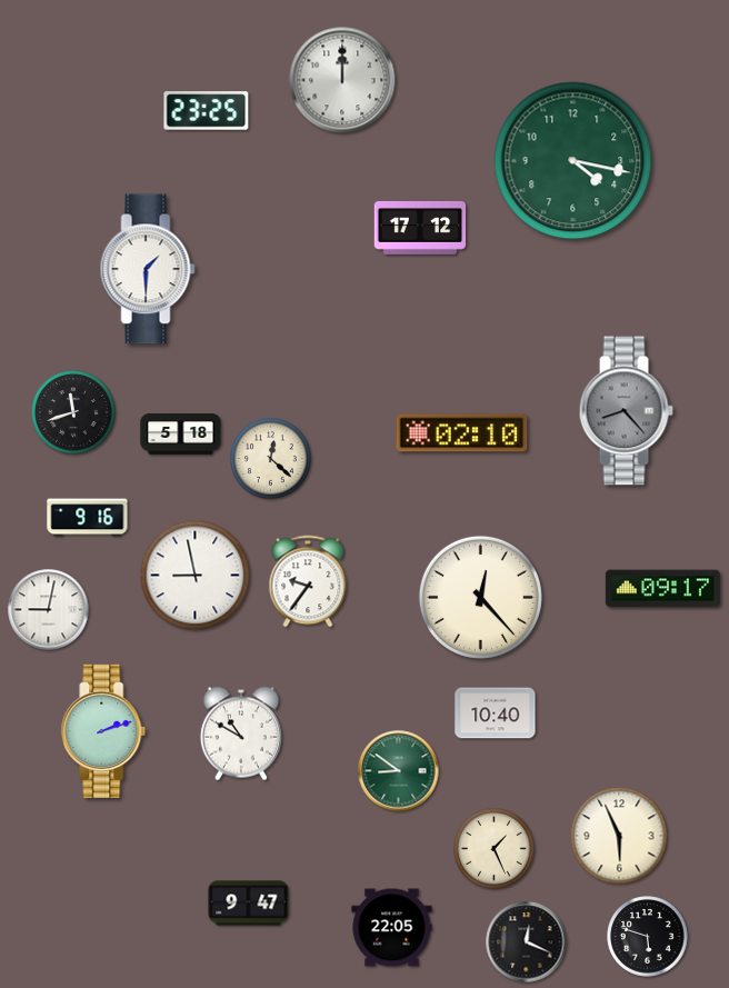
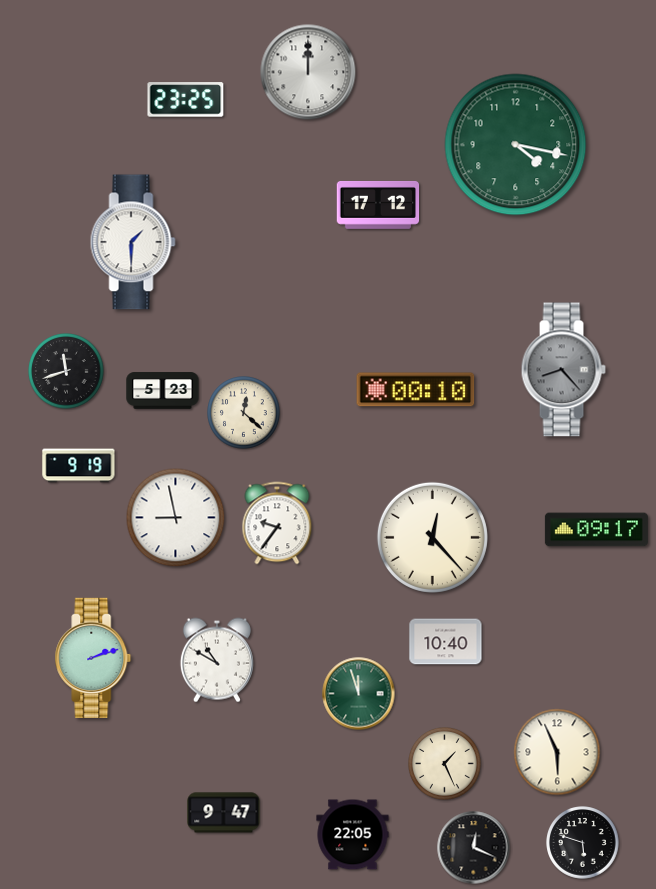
clock at (462, 433): 02:10 -> 00:10
clock at (181, 435): 5:18 -> 5:23
clock at (88, 518): 9:16 -> 9:19
clock at (49, 610): 9:02 -> none
clock at (399, 771): 8:51 -> 11:57
